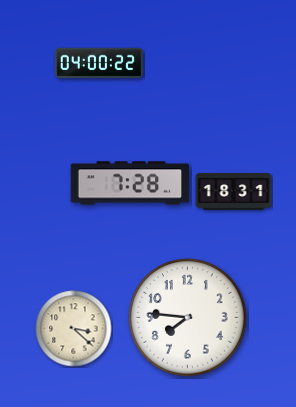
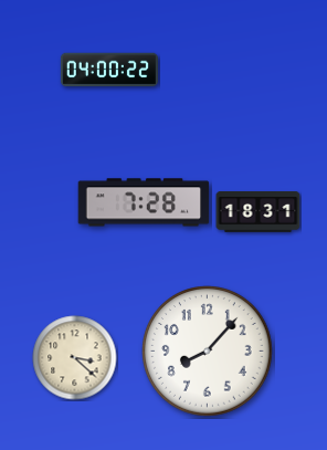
clock at (188, 318): 7:46 -> 8:07
clock at (74, 329) position: (74, 329) -> (75, 358)
